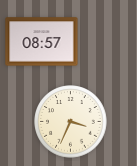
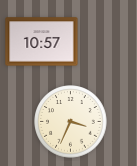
clock at (42, 42): 08:57 -> 10:57
